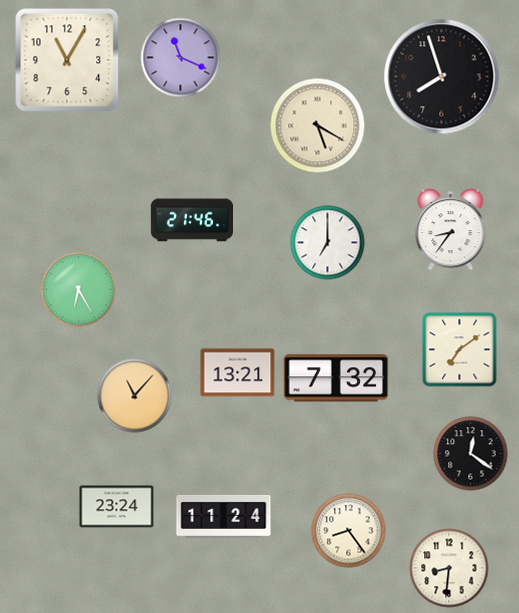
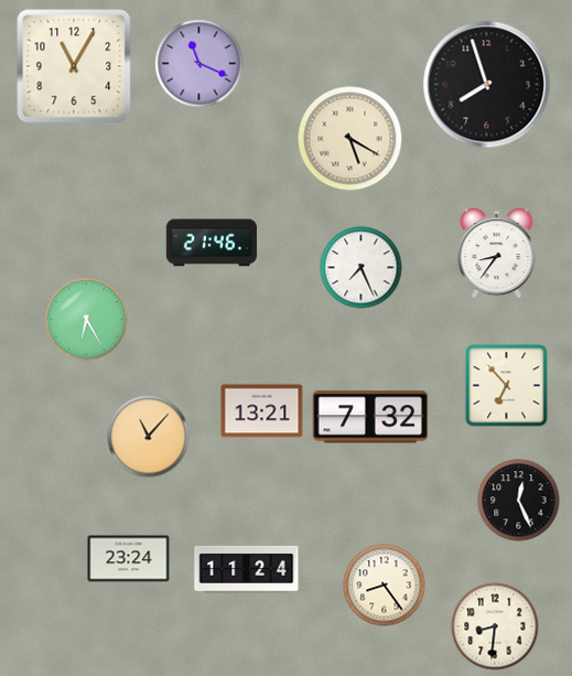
clock at (328, 243): 7:00 -> 7:26
clock at (460, 350): 7:09 -> 6:53
clock at (471, 454): 12:21 -> 12:26
